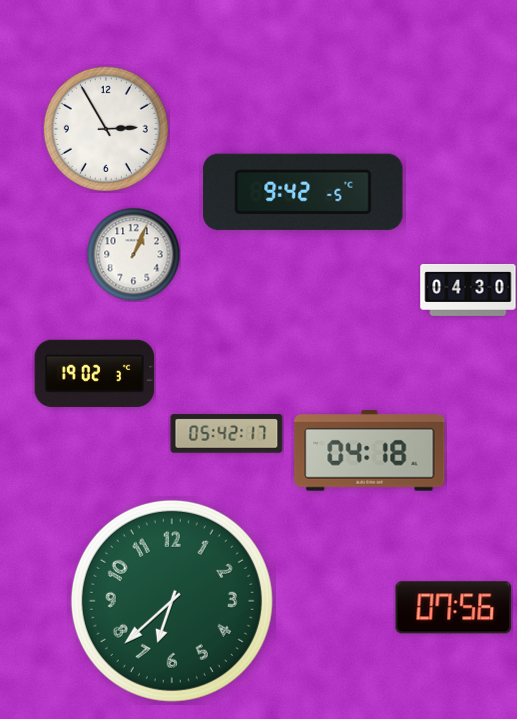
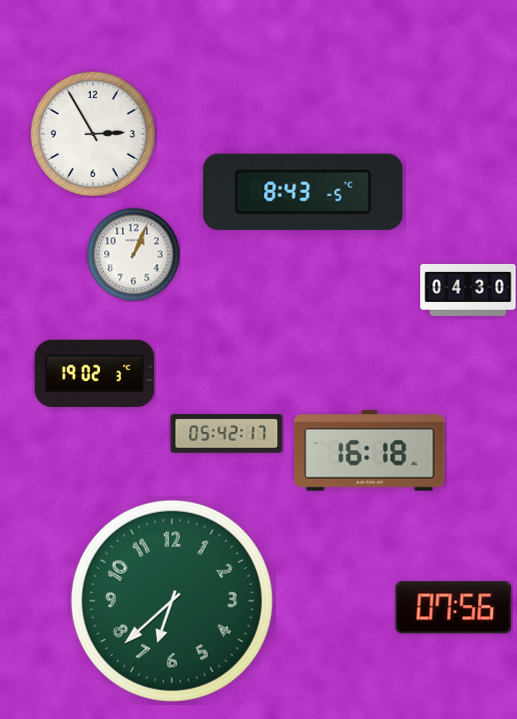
clock at (106, 129) position: (106, 129) -> (93, 134)
clock at (303, 192): 9:42 -> 8:43
clock at (370, 451): 04:18 -> 16:18
